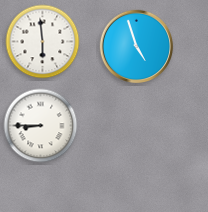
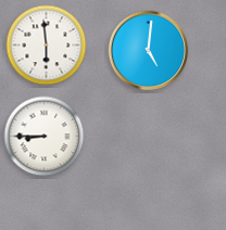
clock at (137, 47): 4:57 -> 5:01
